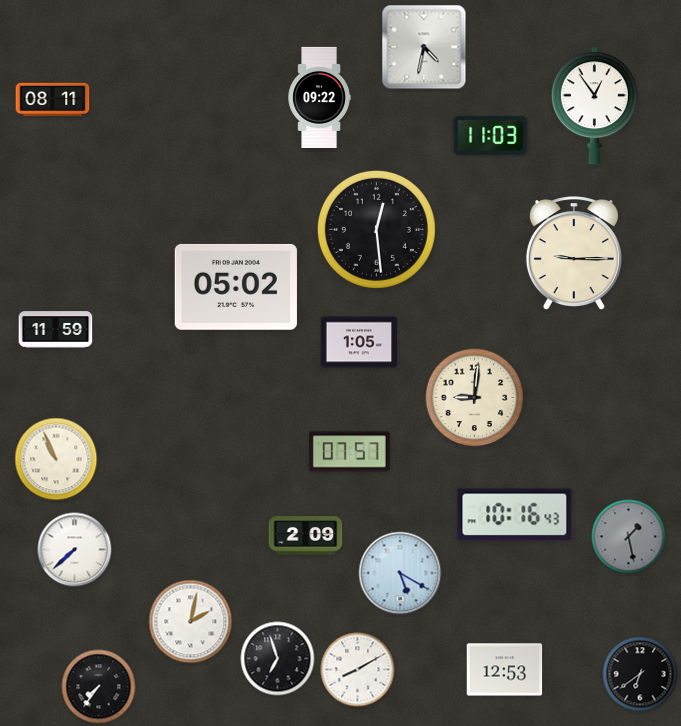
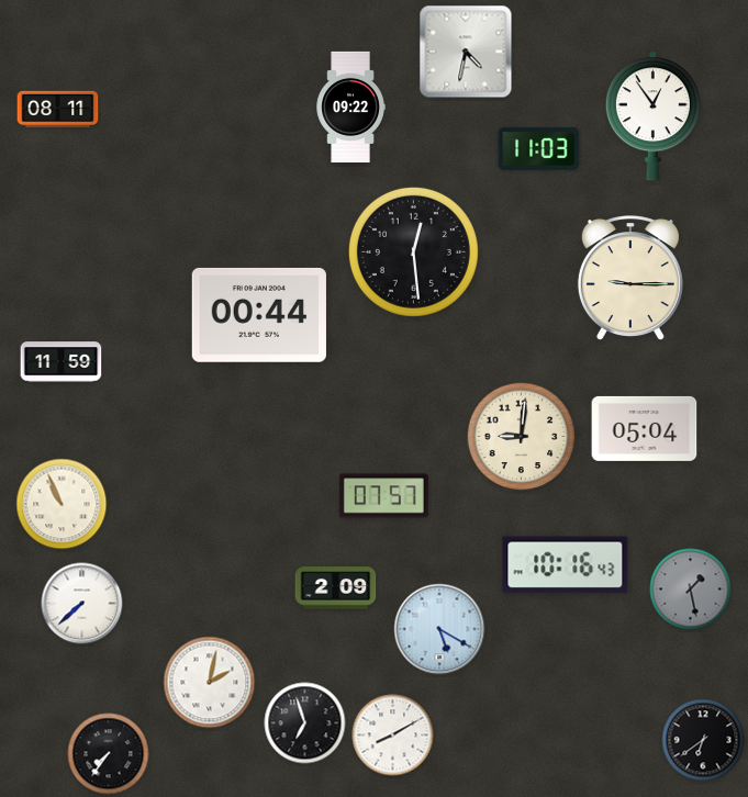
clock at (236, 287): 05:02 -> 00:44
clock at (359, 342): 1:05 -> none
clock at (645, 428): none -> 05:04
clock at (505, 670): 12:53 -> none
